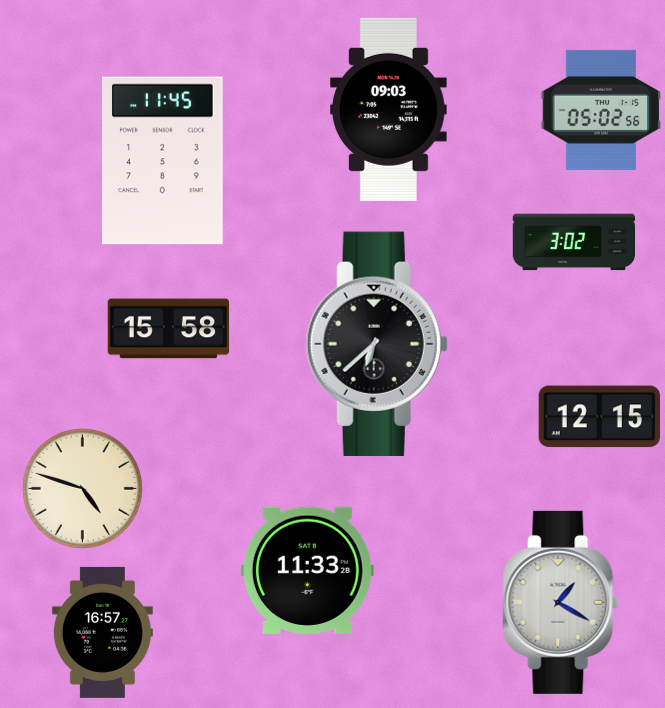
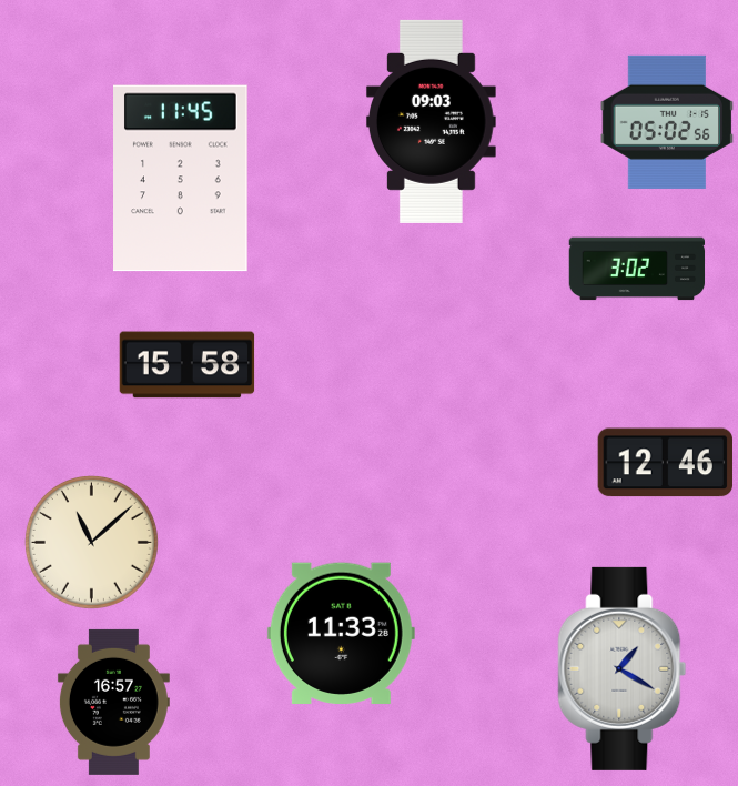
clock at (377, 344): 6:38 -> none
clock at (599, 417): 12:15 -> 12:46
clock at (82, 488): 4:48 -> 11:08
